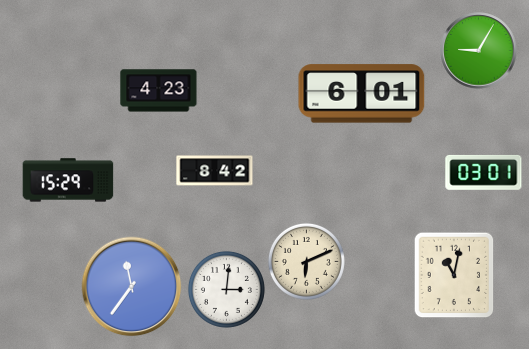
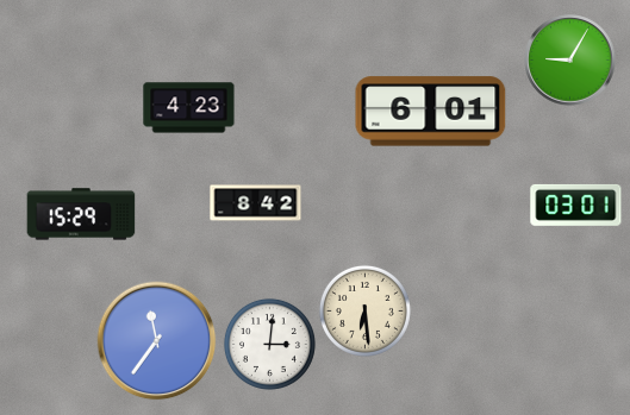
clock at (306, 261): 6:11 -> 6:29
clock at (454, 275): 11:02 -> none
